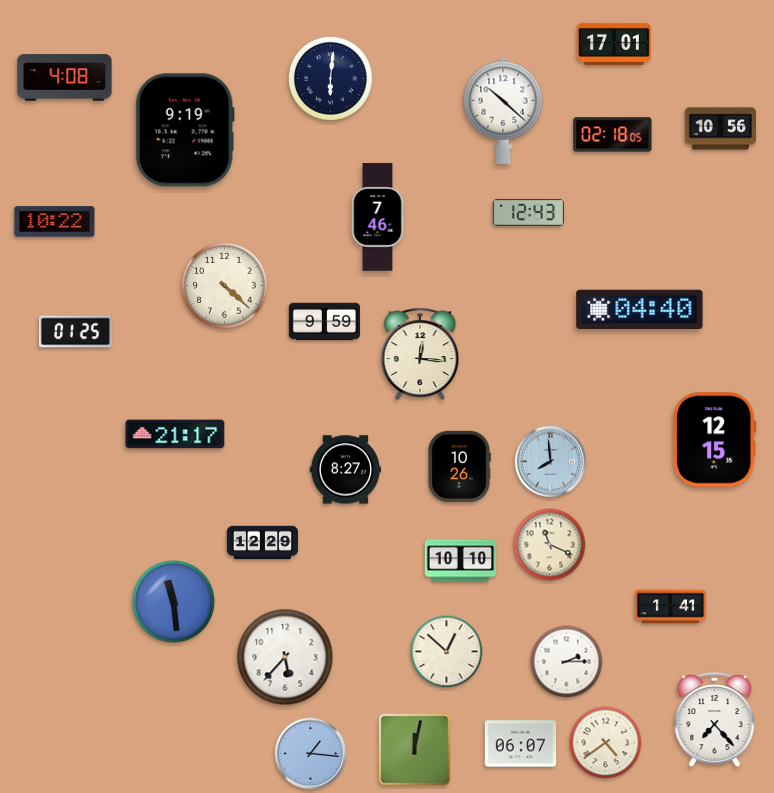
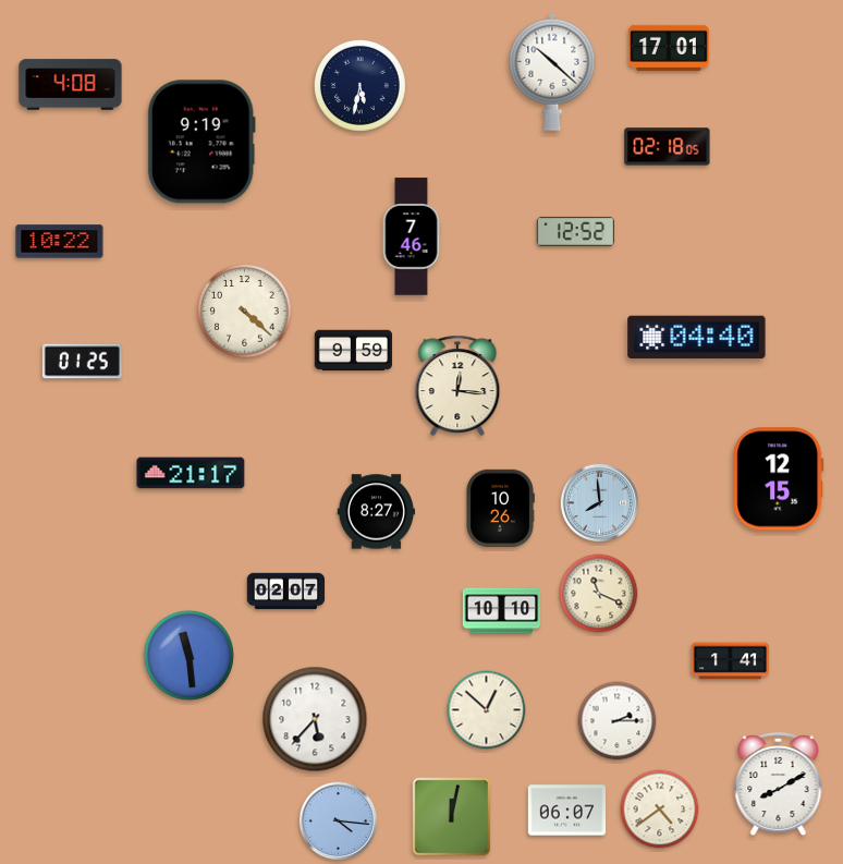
clock at (330, 78): 6:01 -> 5:32
clock at (503, 110) position: (503, 110) -> (552, 72)
clock at (721, 129): 10:56 -> none
clock at (528, 212): 12:43 -> 12:52
clock at (263, 543): 12:29 -> 02:07
clock at (285, 657) position: (285, 657) -> (315, 719)
clock at (715, 720): 7:23 -> 8:10
clock at (311, 754): 1:16 -> 4:16
